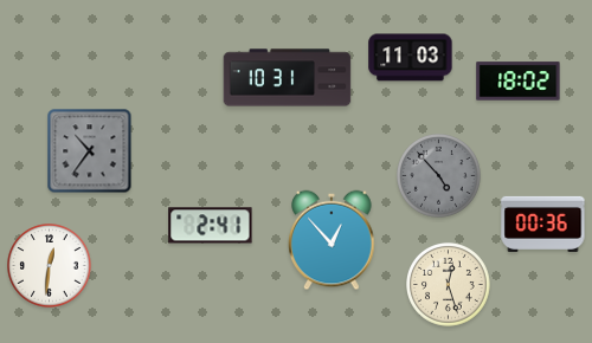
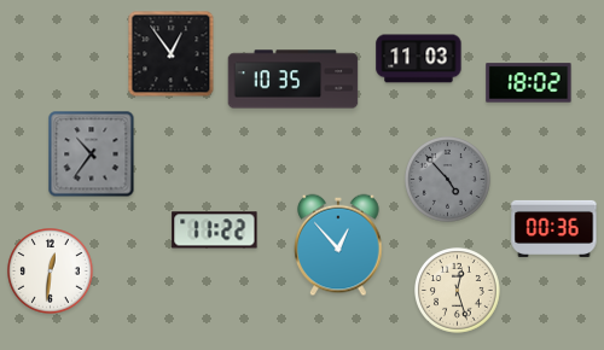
clock at (172, 54): none -> 12:54
clock at (288, 78): 10:31 -> 10:35
clock at (211, 226): 2:41 -> 11:22
